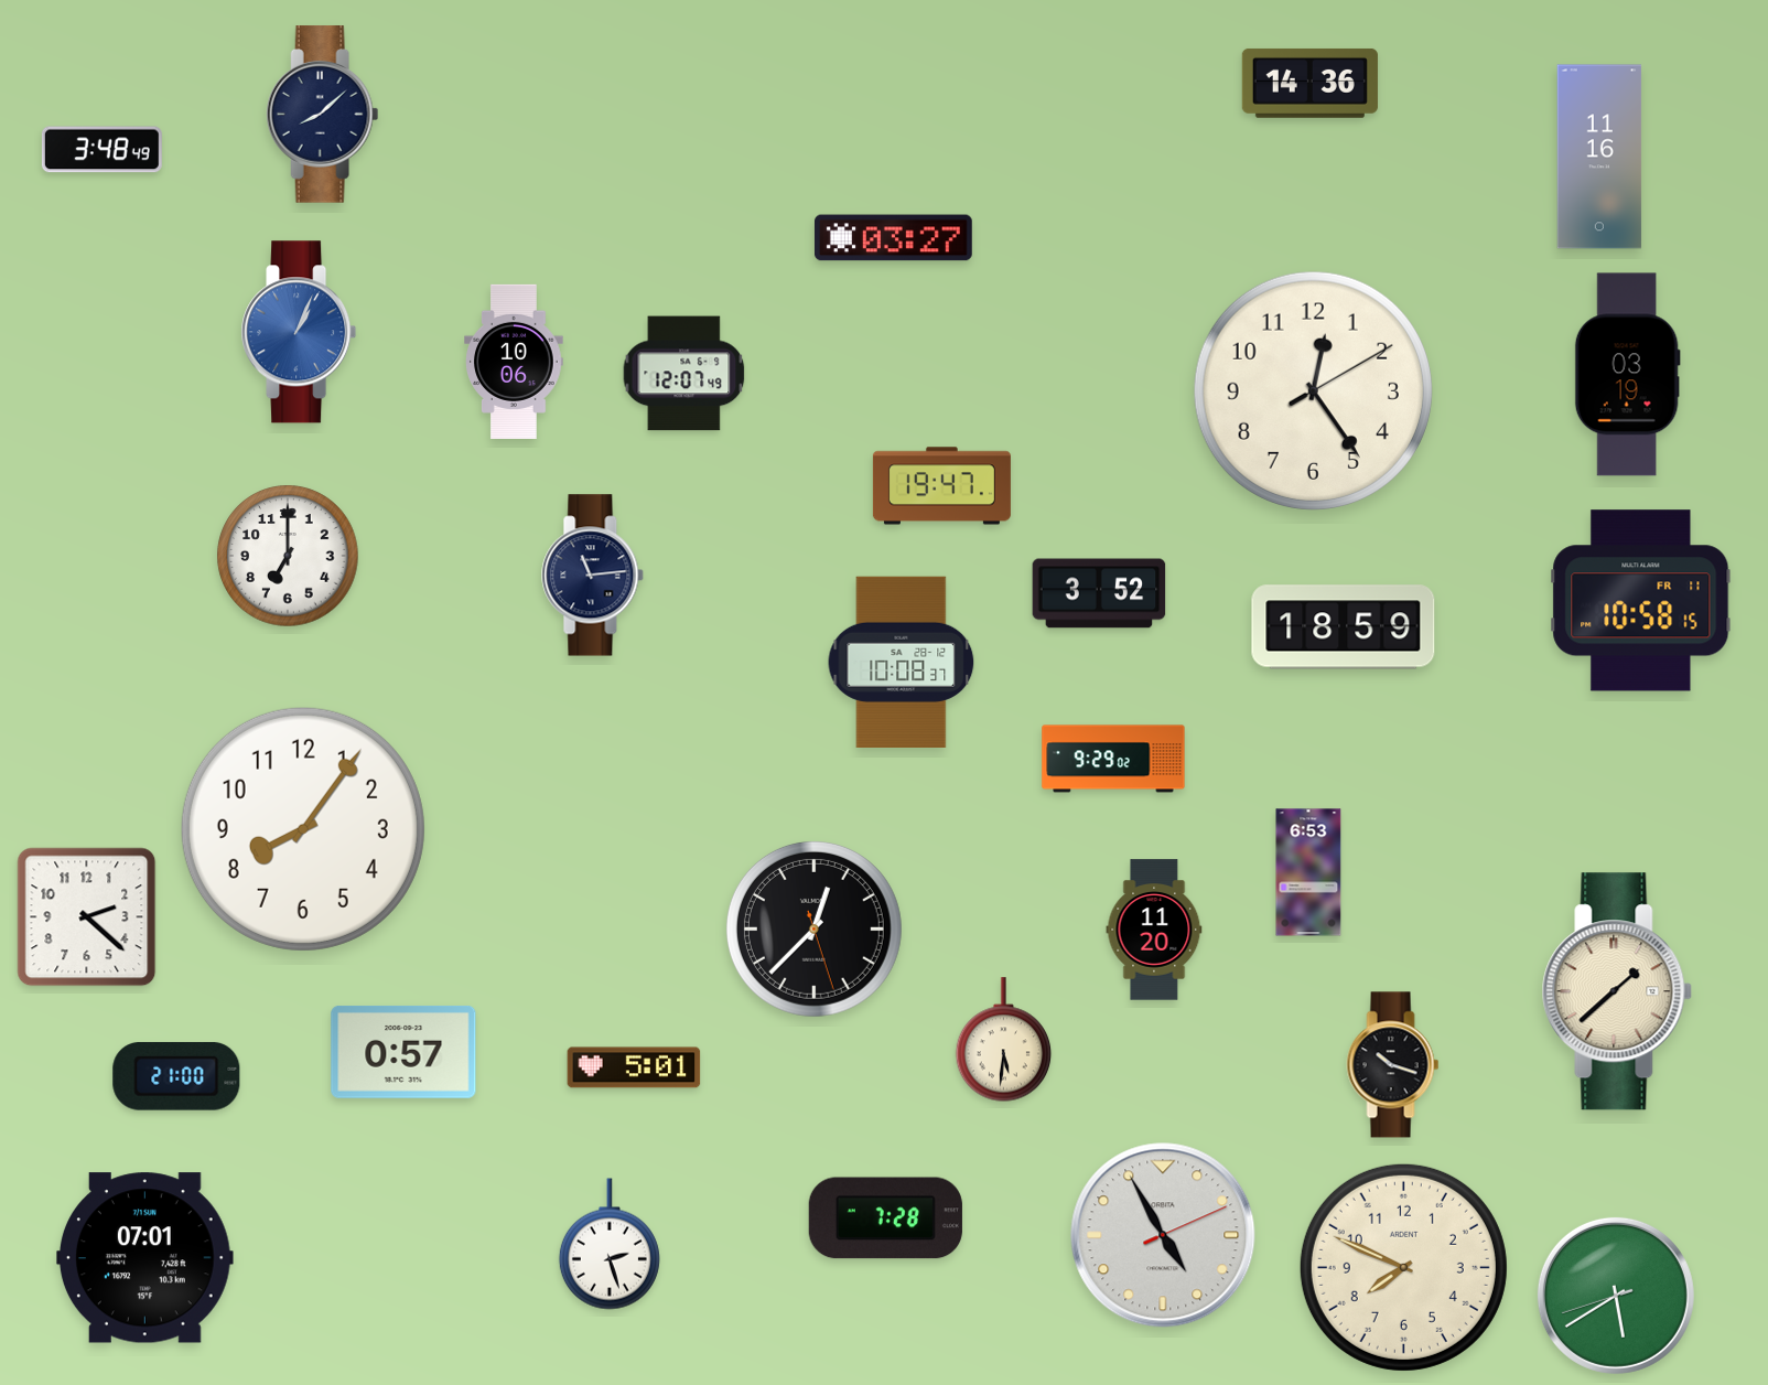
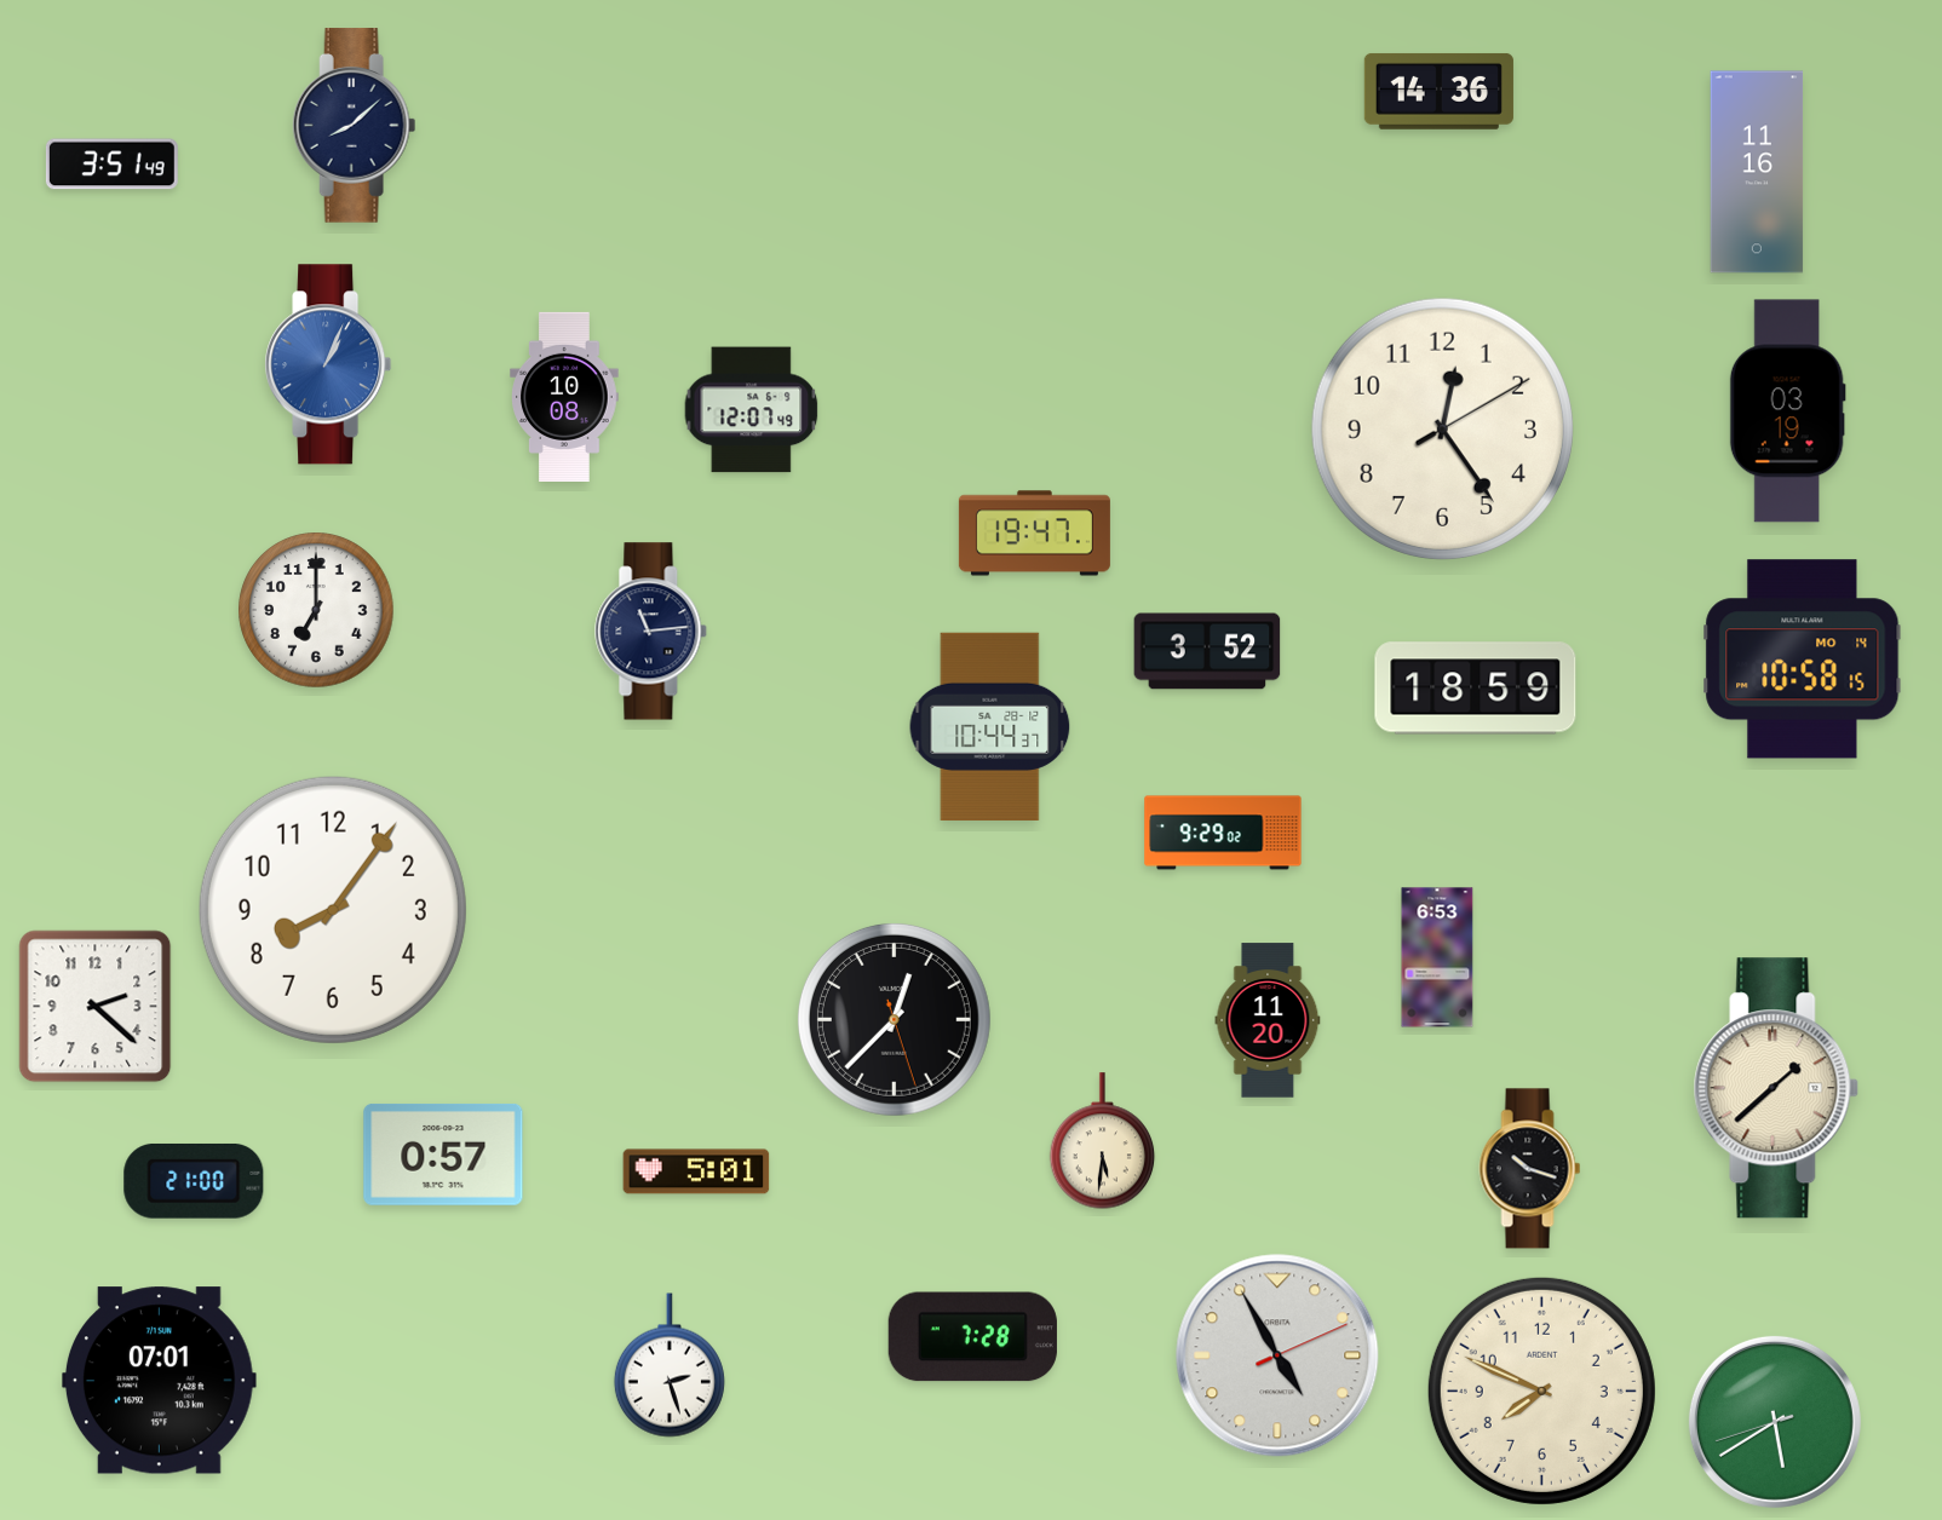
clock at (101, 150): 3:48 -> 3:51
clock at (893, 238): 03:27 -> none
clock at (514, 362): 10:06 -> 10:08
clock at (1641, 601) date: FR 11 -> MO 14
clock at (902, 662): 10:08 -> 10:44
